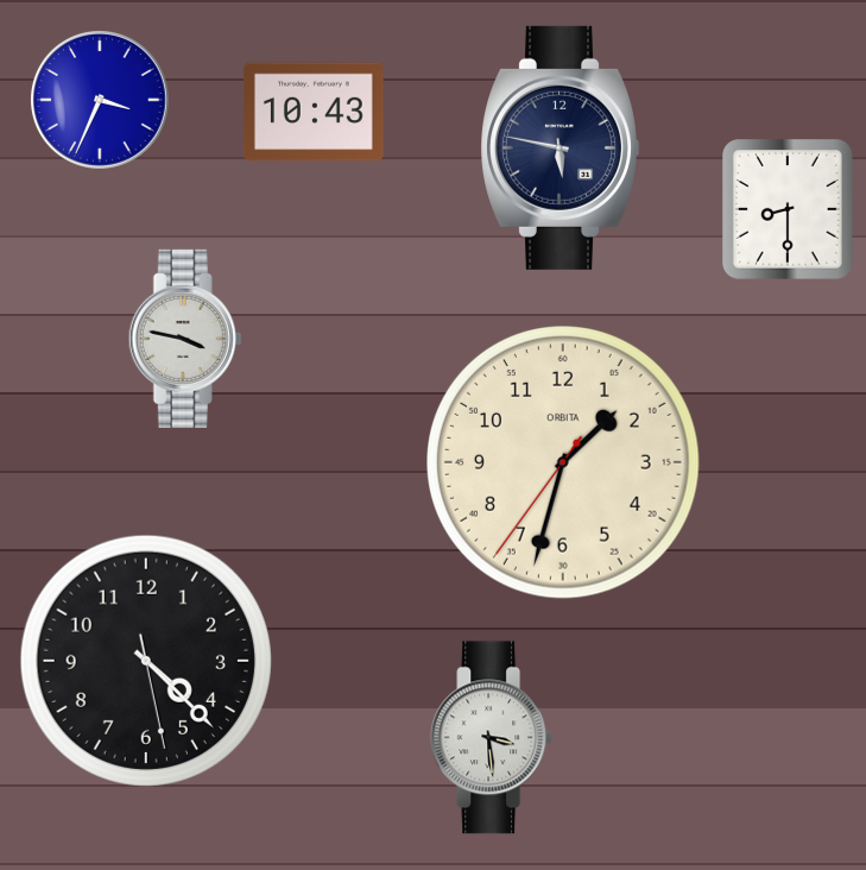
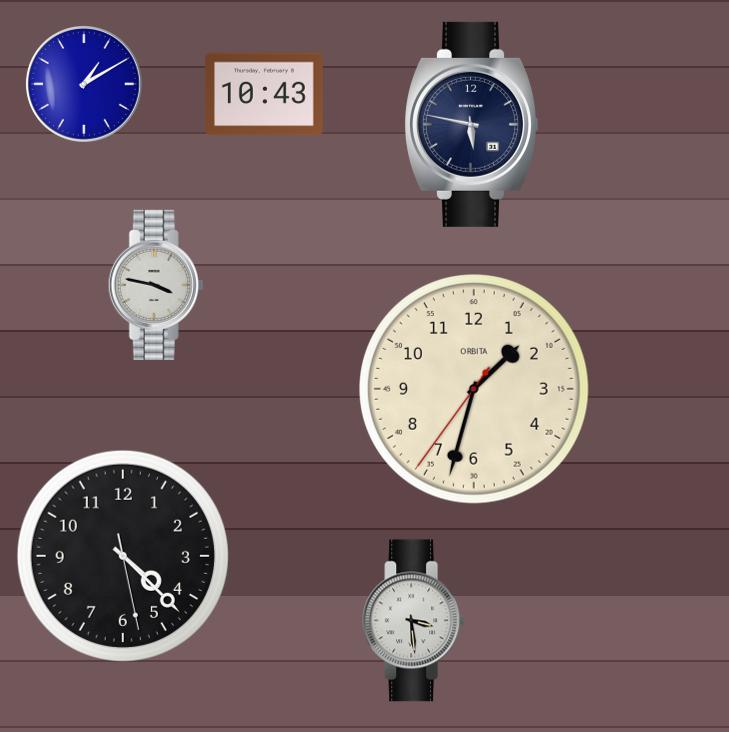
clock at (100, 100): 3:34 -> 1:10
clock at (788, 209): 8:30 -> none
